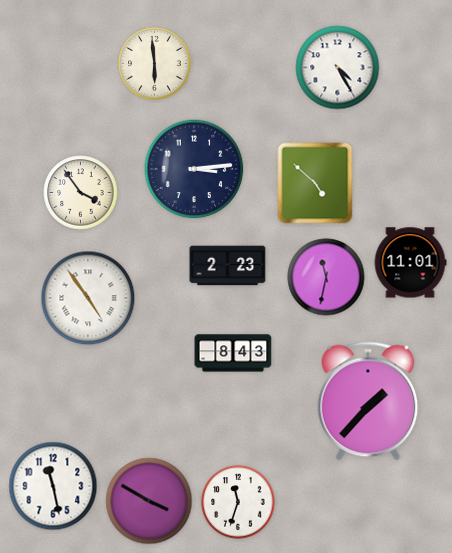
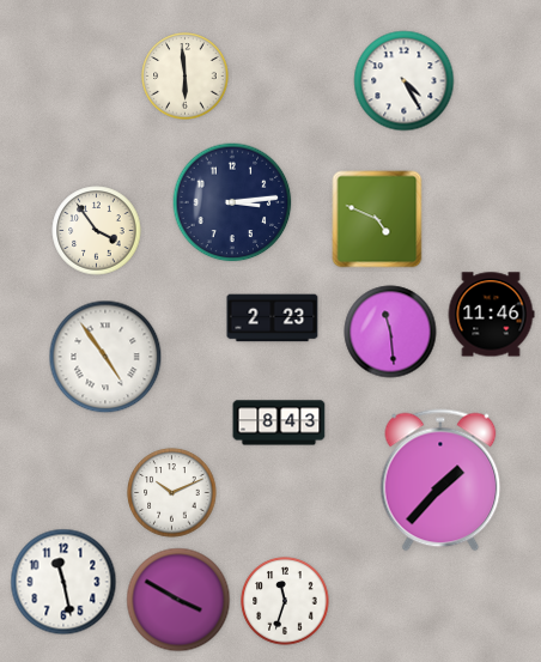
clock at (315, 183): 4:52 -> 4:49
clock at (410, 263): 11:01 -> 11:46
clock at (326, 277): 11:32 -> 11:29
clock at (172, 493): none -> 10:11
